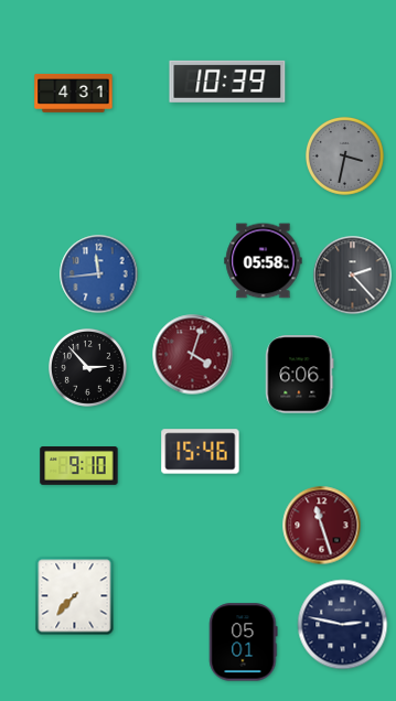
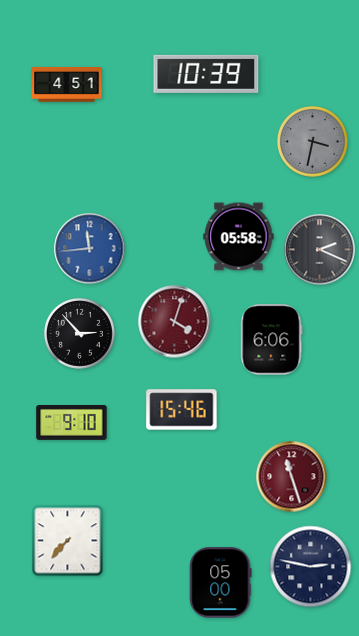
clock at (74, 93): 4:31 -> 4:51
clock at (353, 276): 2:23 -> 2:19
clock at (244, 643): 05:01 -> 05:00
